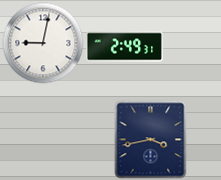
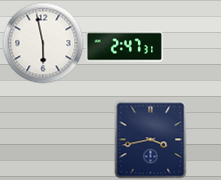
clock at (43, 43): 9:02 -> 5:58
clock at (124, 47): 2:49 -> 2:47
